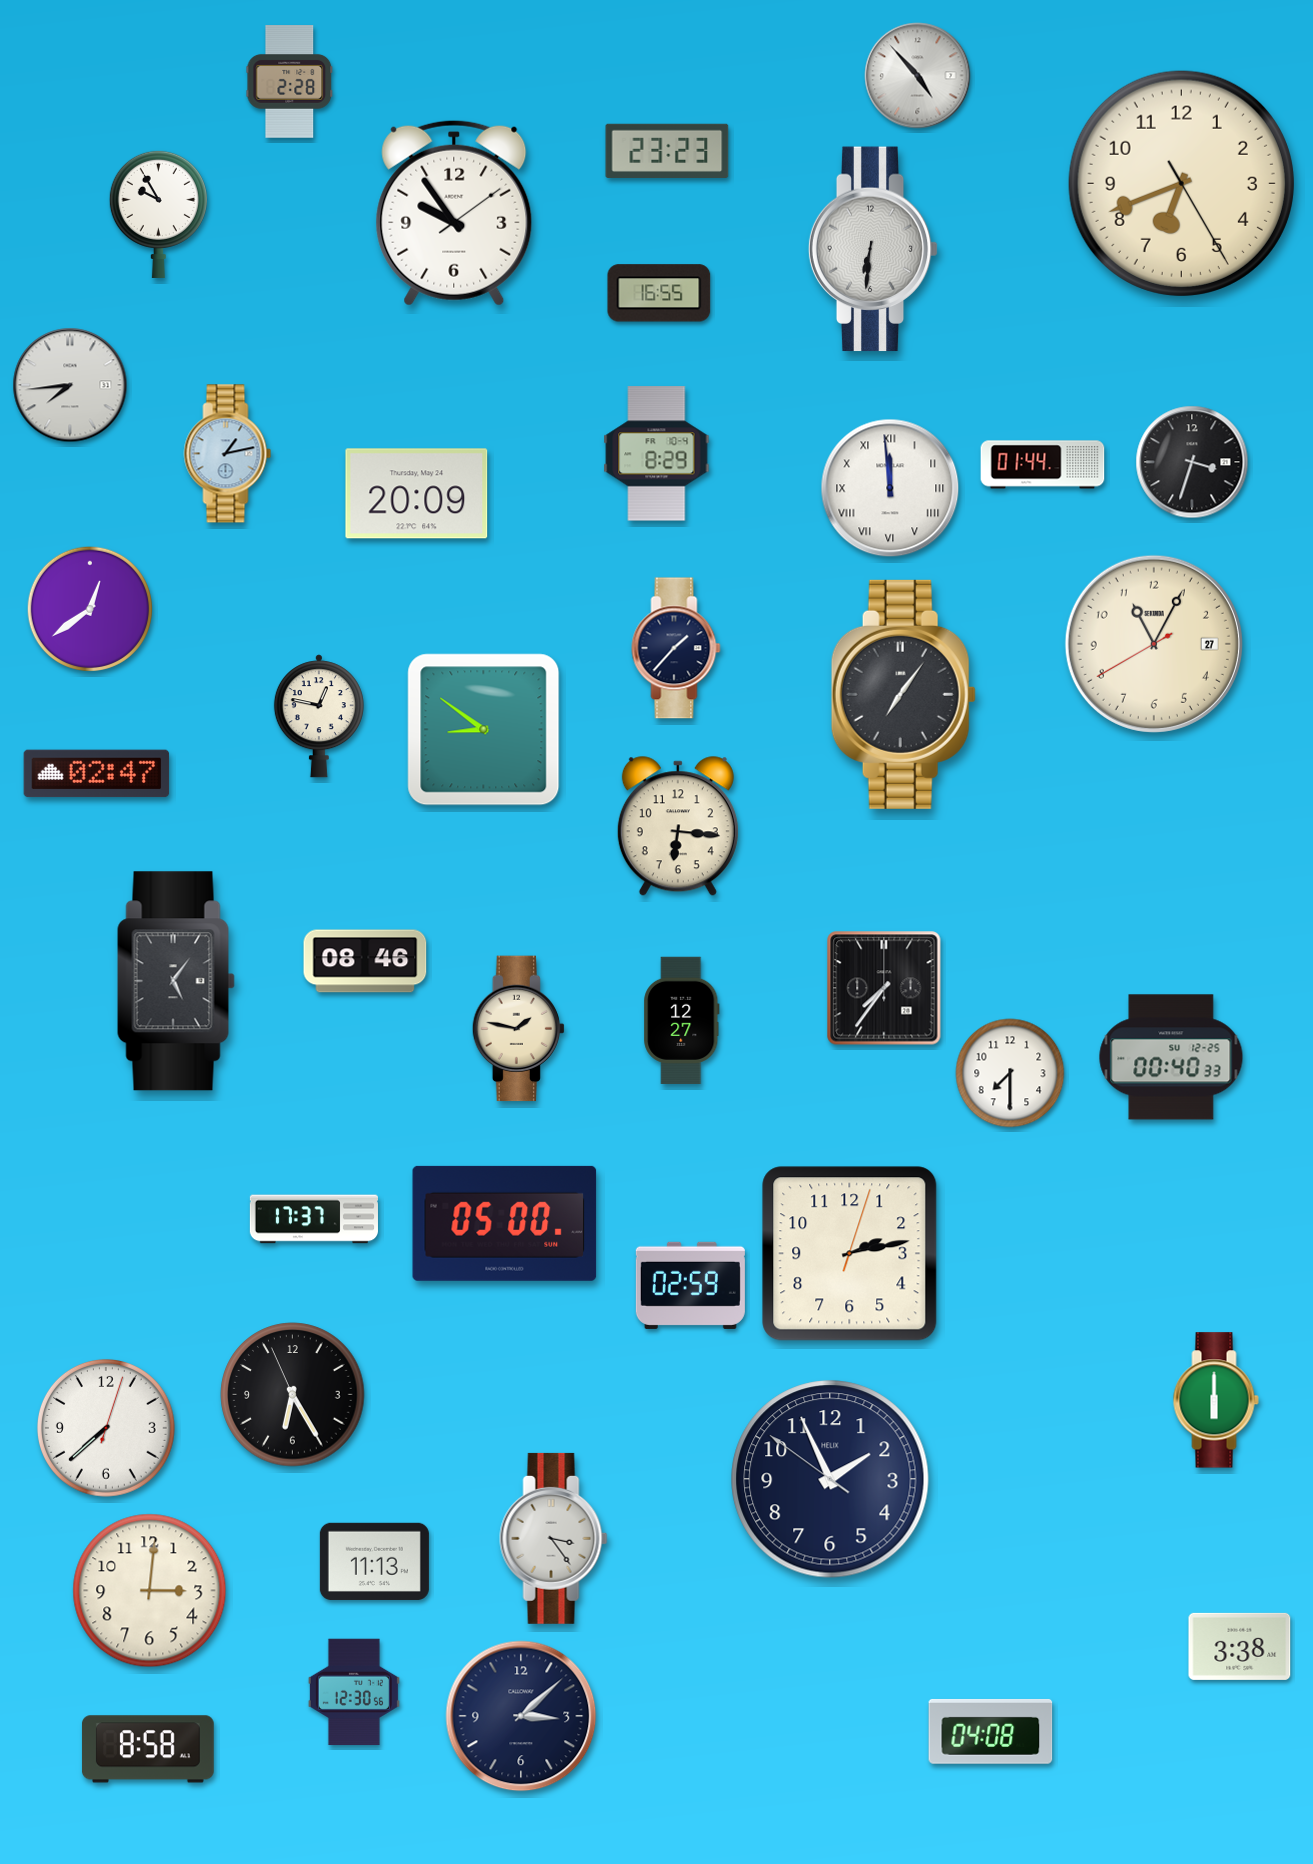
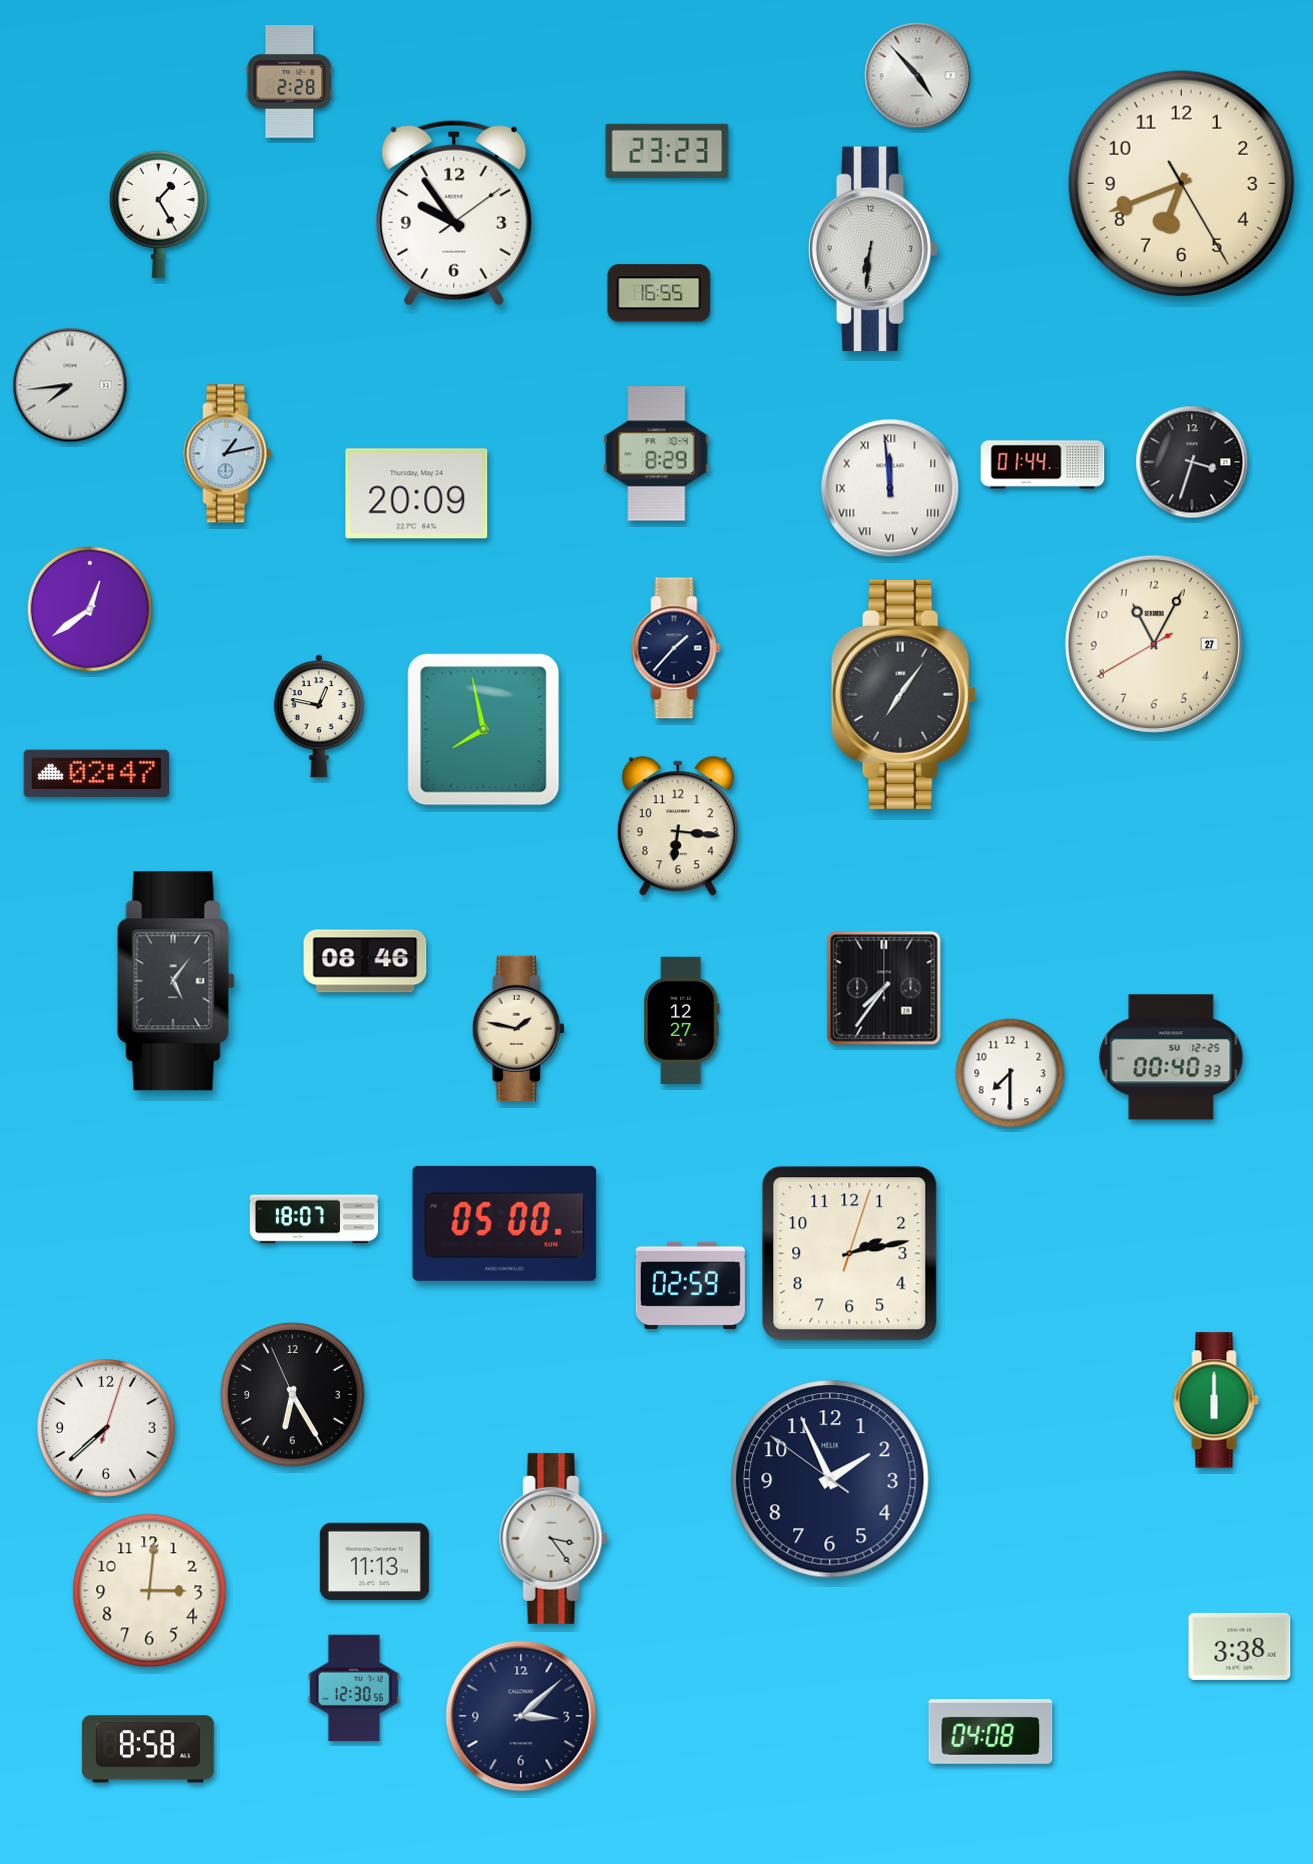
clock at (158, 214): 9:55 -> 1:25
clock at (484, 730): 8:51 -> 7:58
clock at (314, 1219): 17:37 -> 18:07
clock at (354, 1692) position: (354, 1692) -> (354, 1688)
